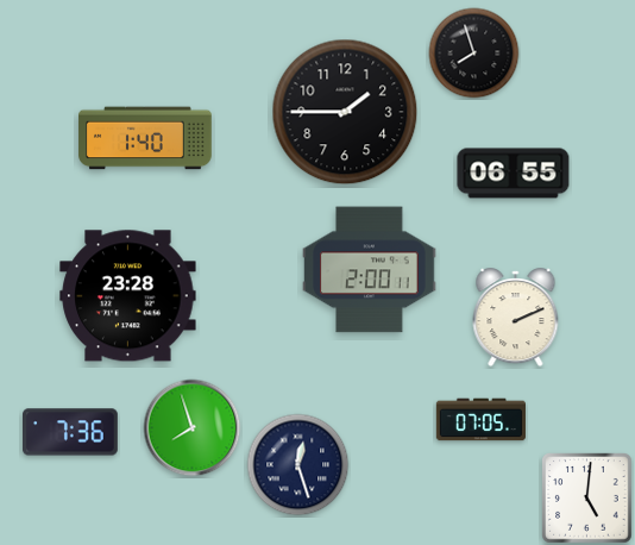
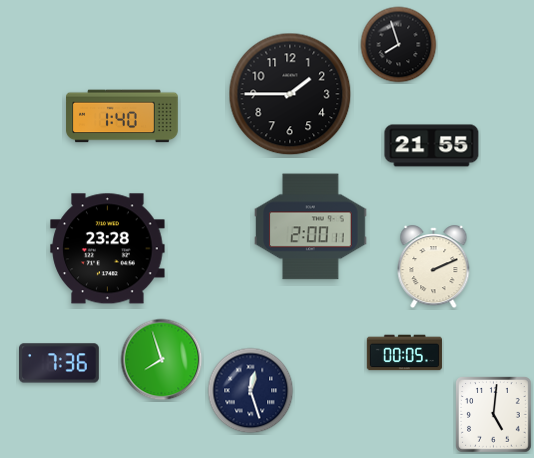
clock at (514, 174): 06:55 -> 21:55
clock at (480, 420): 07:05 -> 00:05
clock at (587, 499) position: (587, 499) -> (494, 415)
